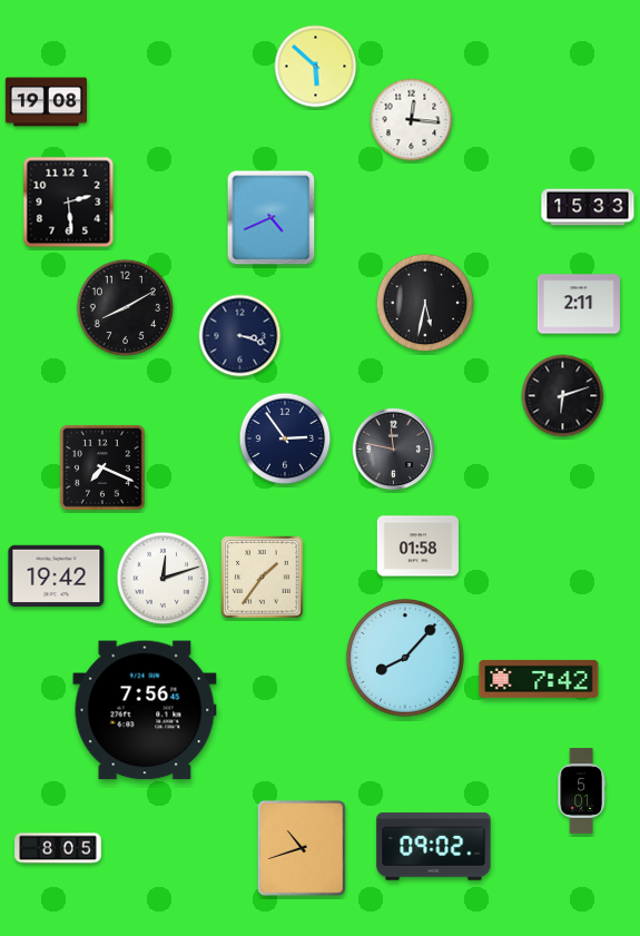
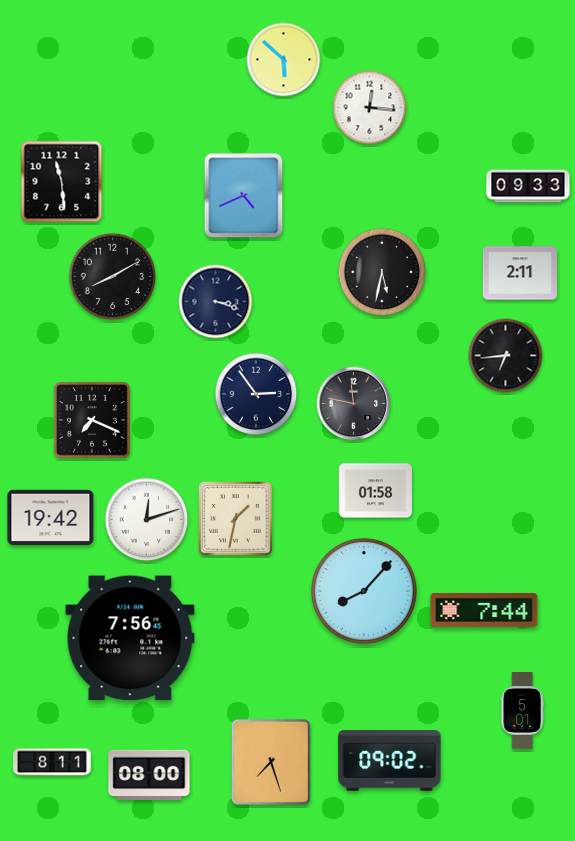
clock at (46, 102): 19:08 -> none
clock at (69, 203): 2:29 -> 11:29
clock at (588, 207): 15:33 -> 09:33
clock at (563, 396): 6:12 -> 6:44
clock at (263, 578): 1:36 -> 1:32
clock at (539, 679): 7:42 -> 7:44
clock at (58, 848): 8:05 -> 8:11
clock at (302, 848): 10:42 -> 7:27
clock at (149, 775): none -> 08:00
